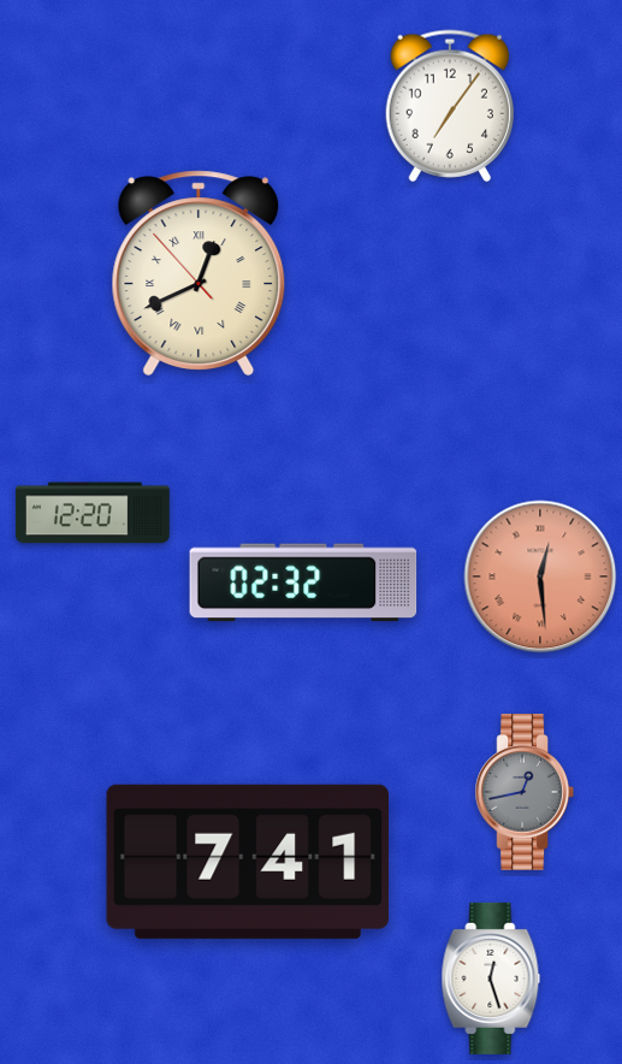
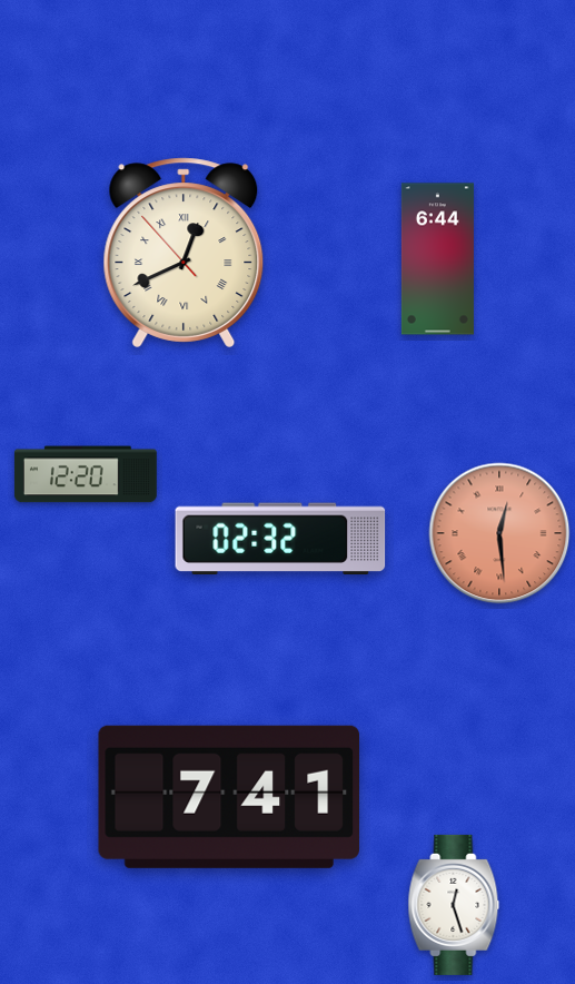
clock at (449, 106): 7:06 -> none
clock at (437, 259): none -> 6:44
clock at (523, 792): 12:43 -> none
